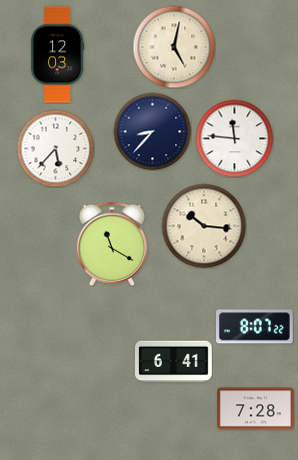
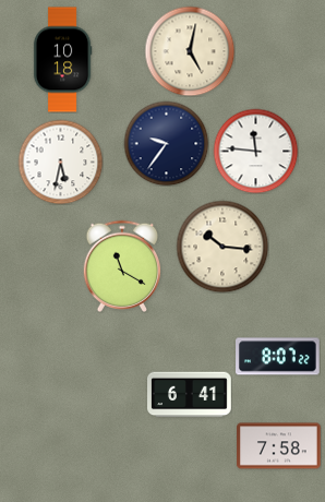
clock at (57, 55): 12:03 -> 10:18
clock at (152, 131): 8:37 -> 9:36
clock at (55, 148): 5:37 -> 5:32
clock at (256, 409): 7:28 -> 7:58
